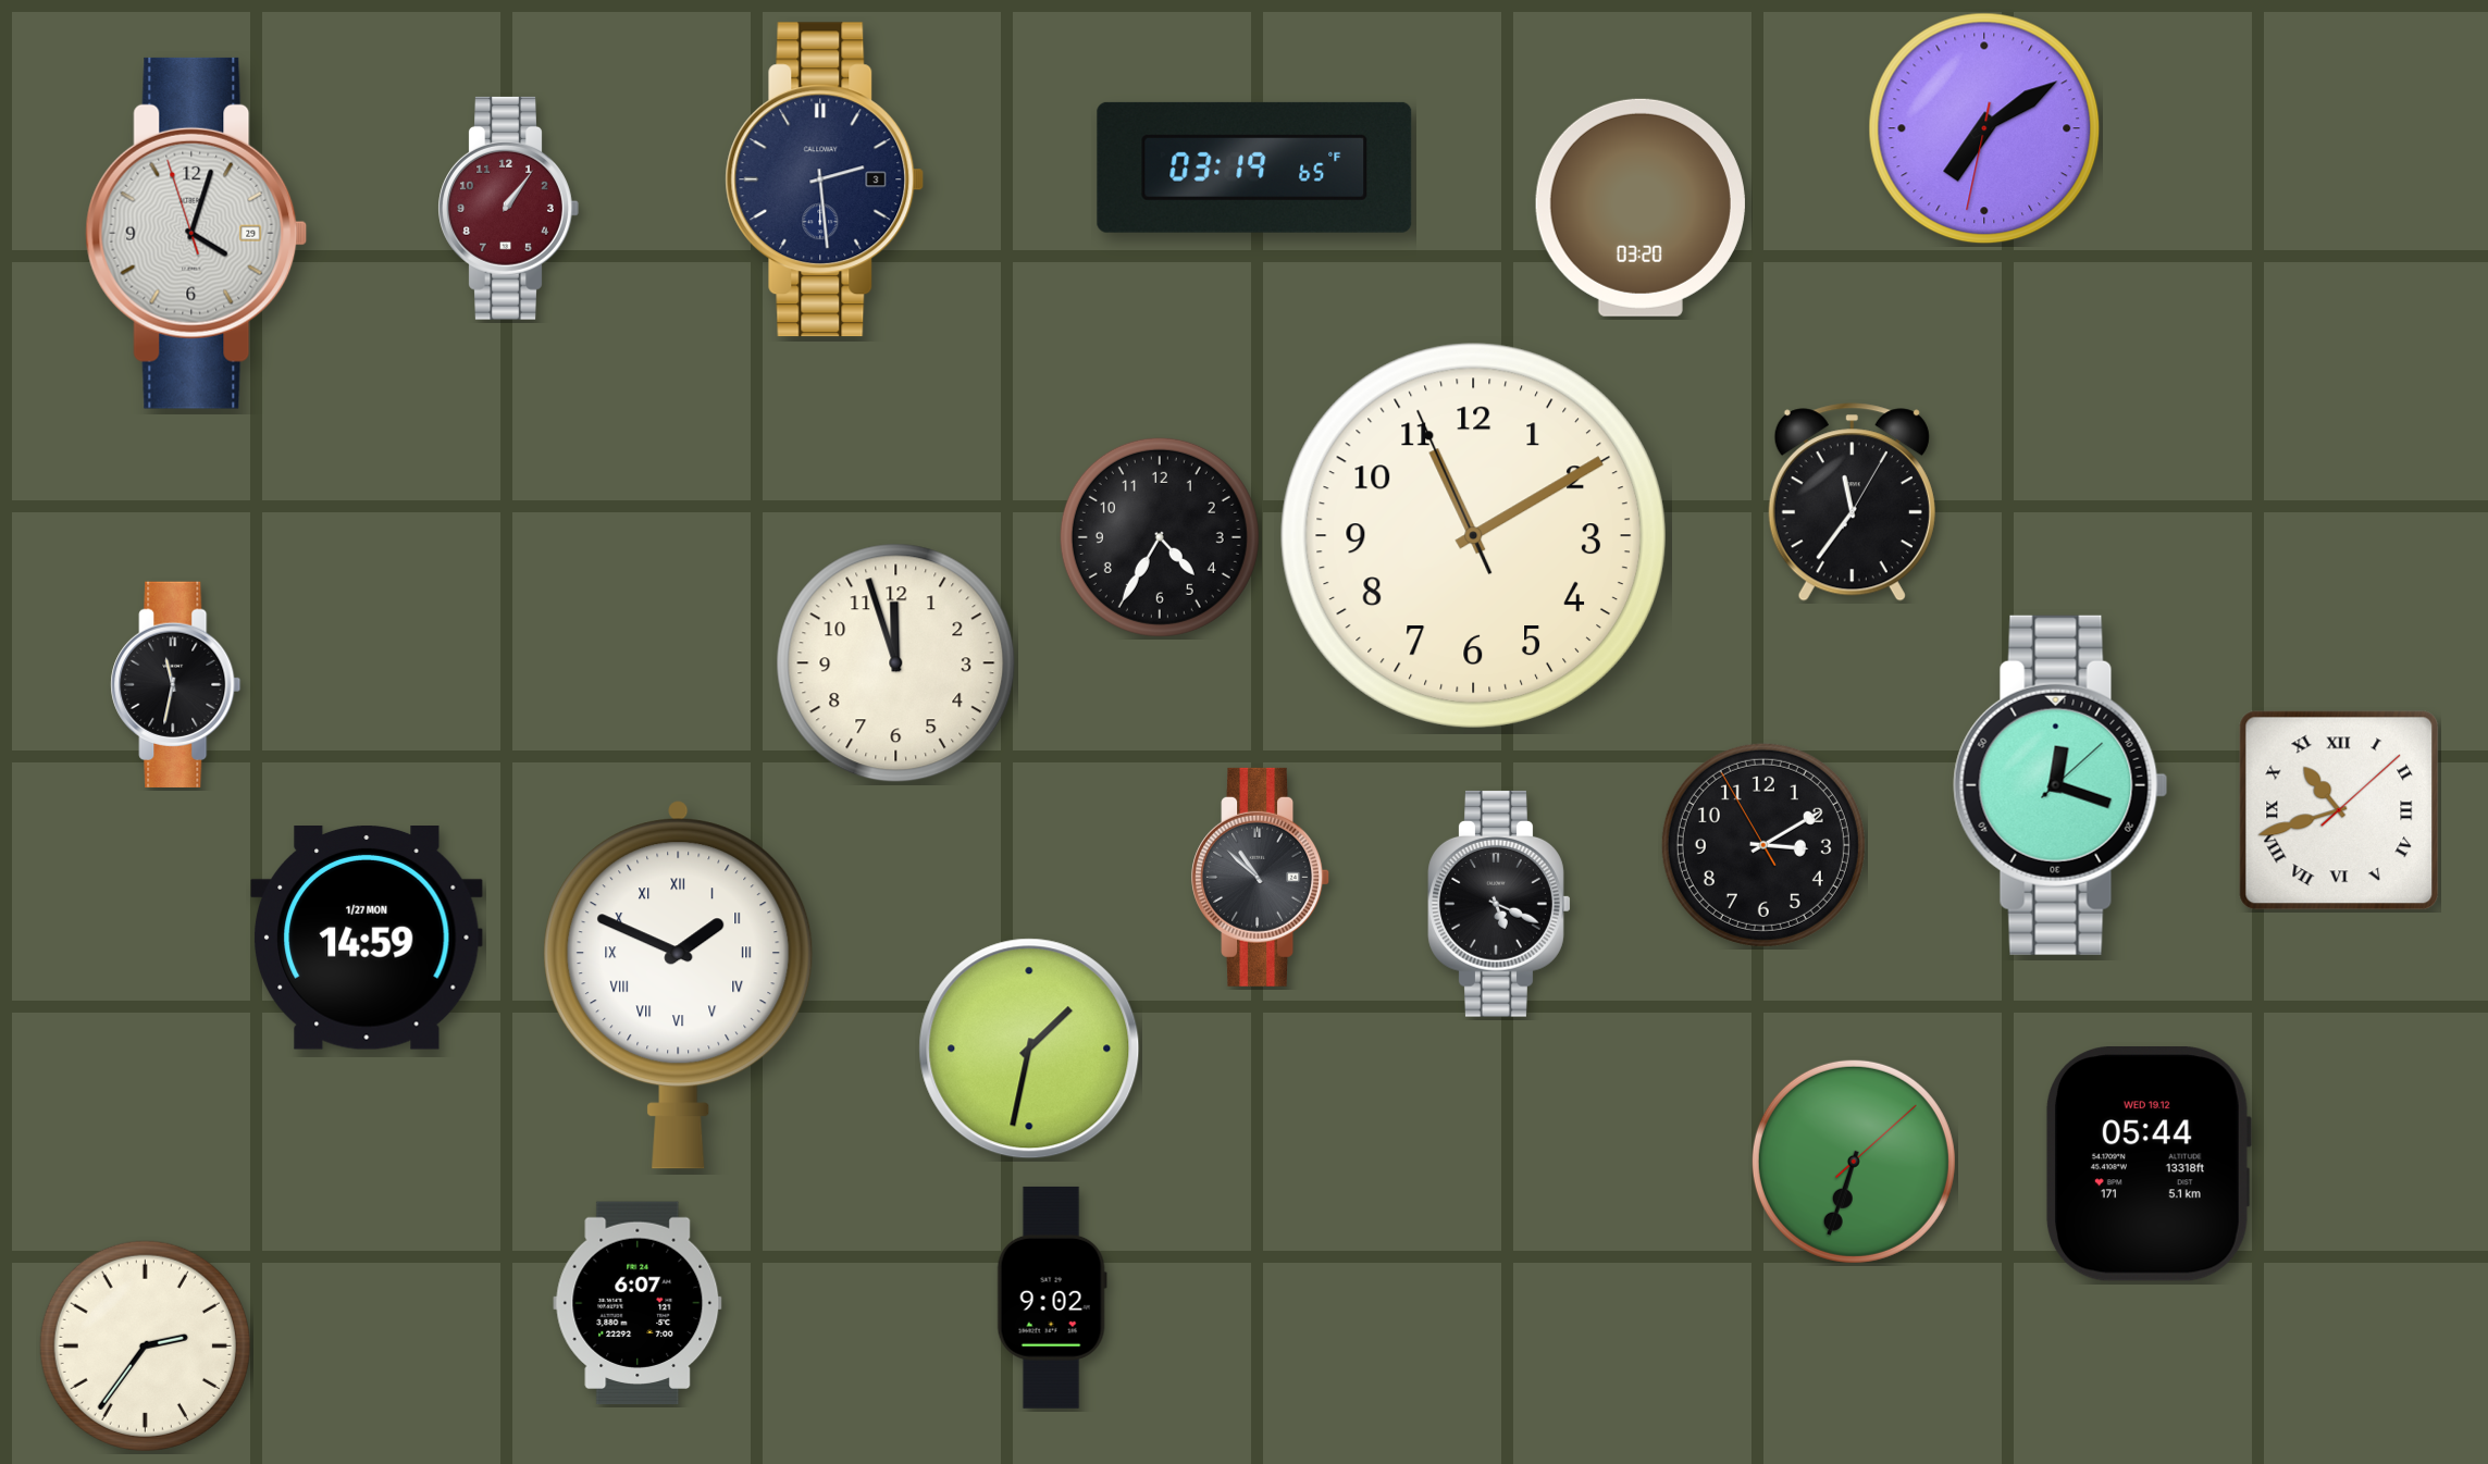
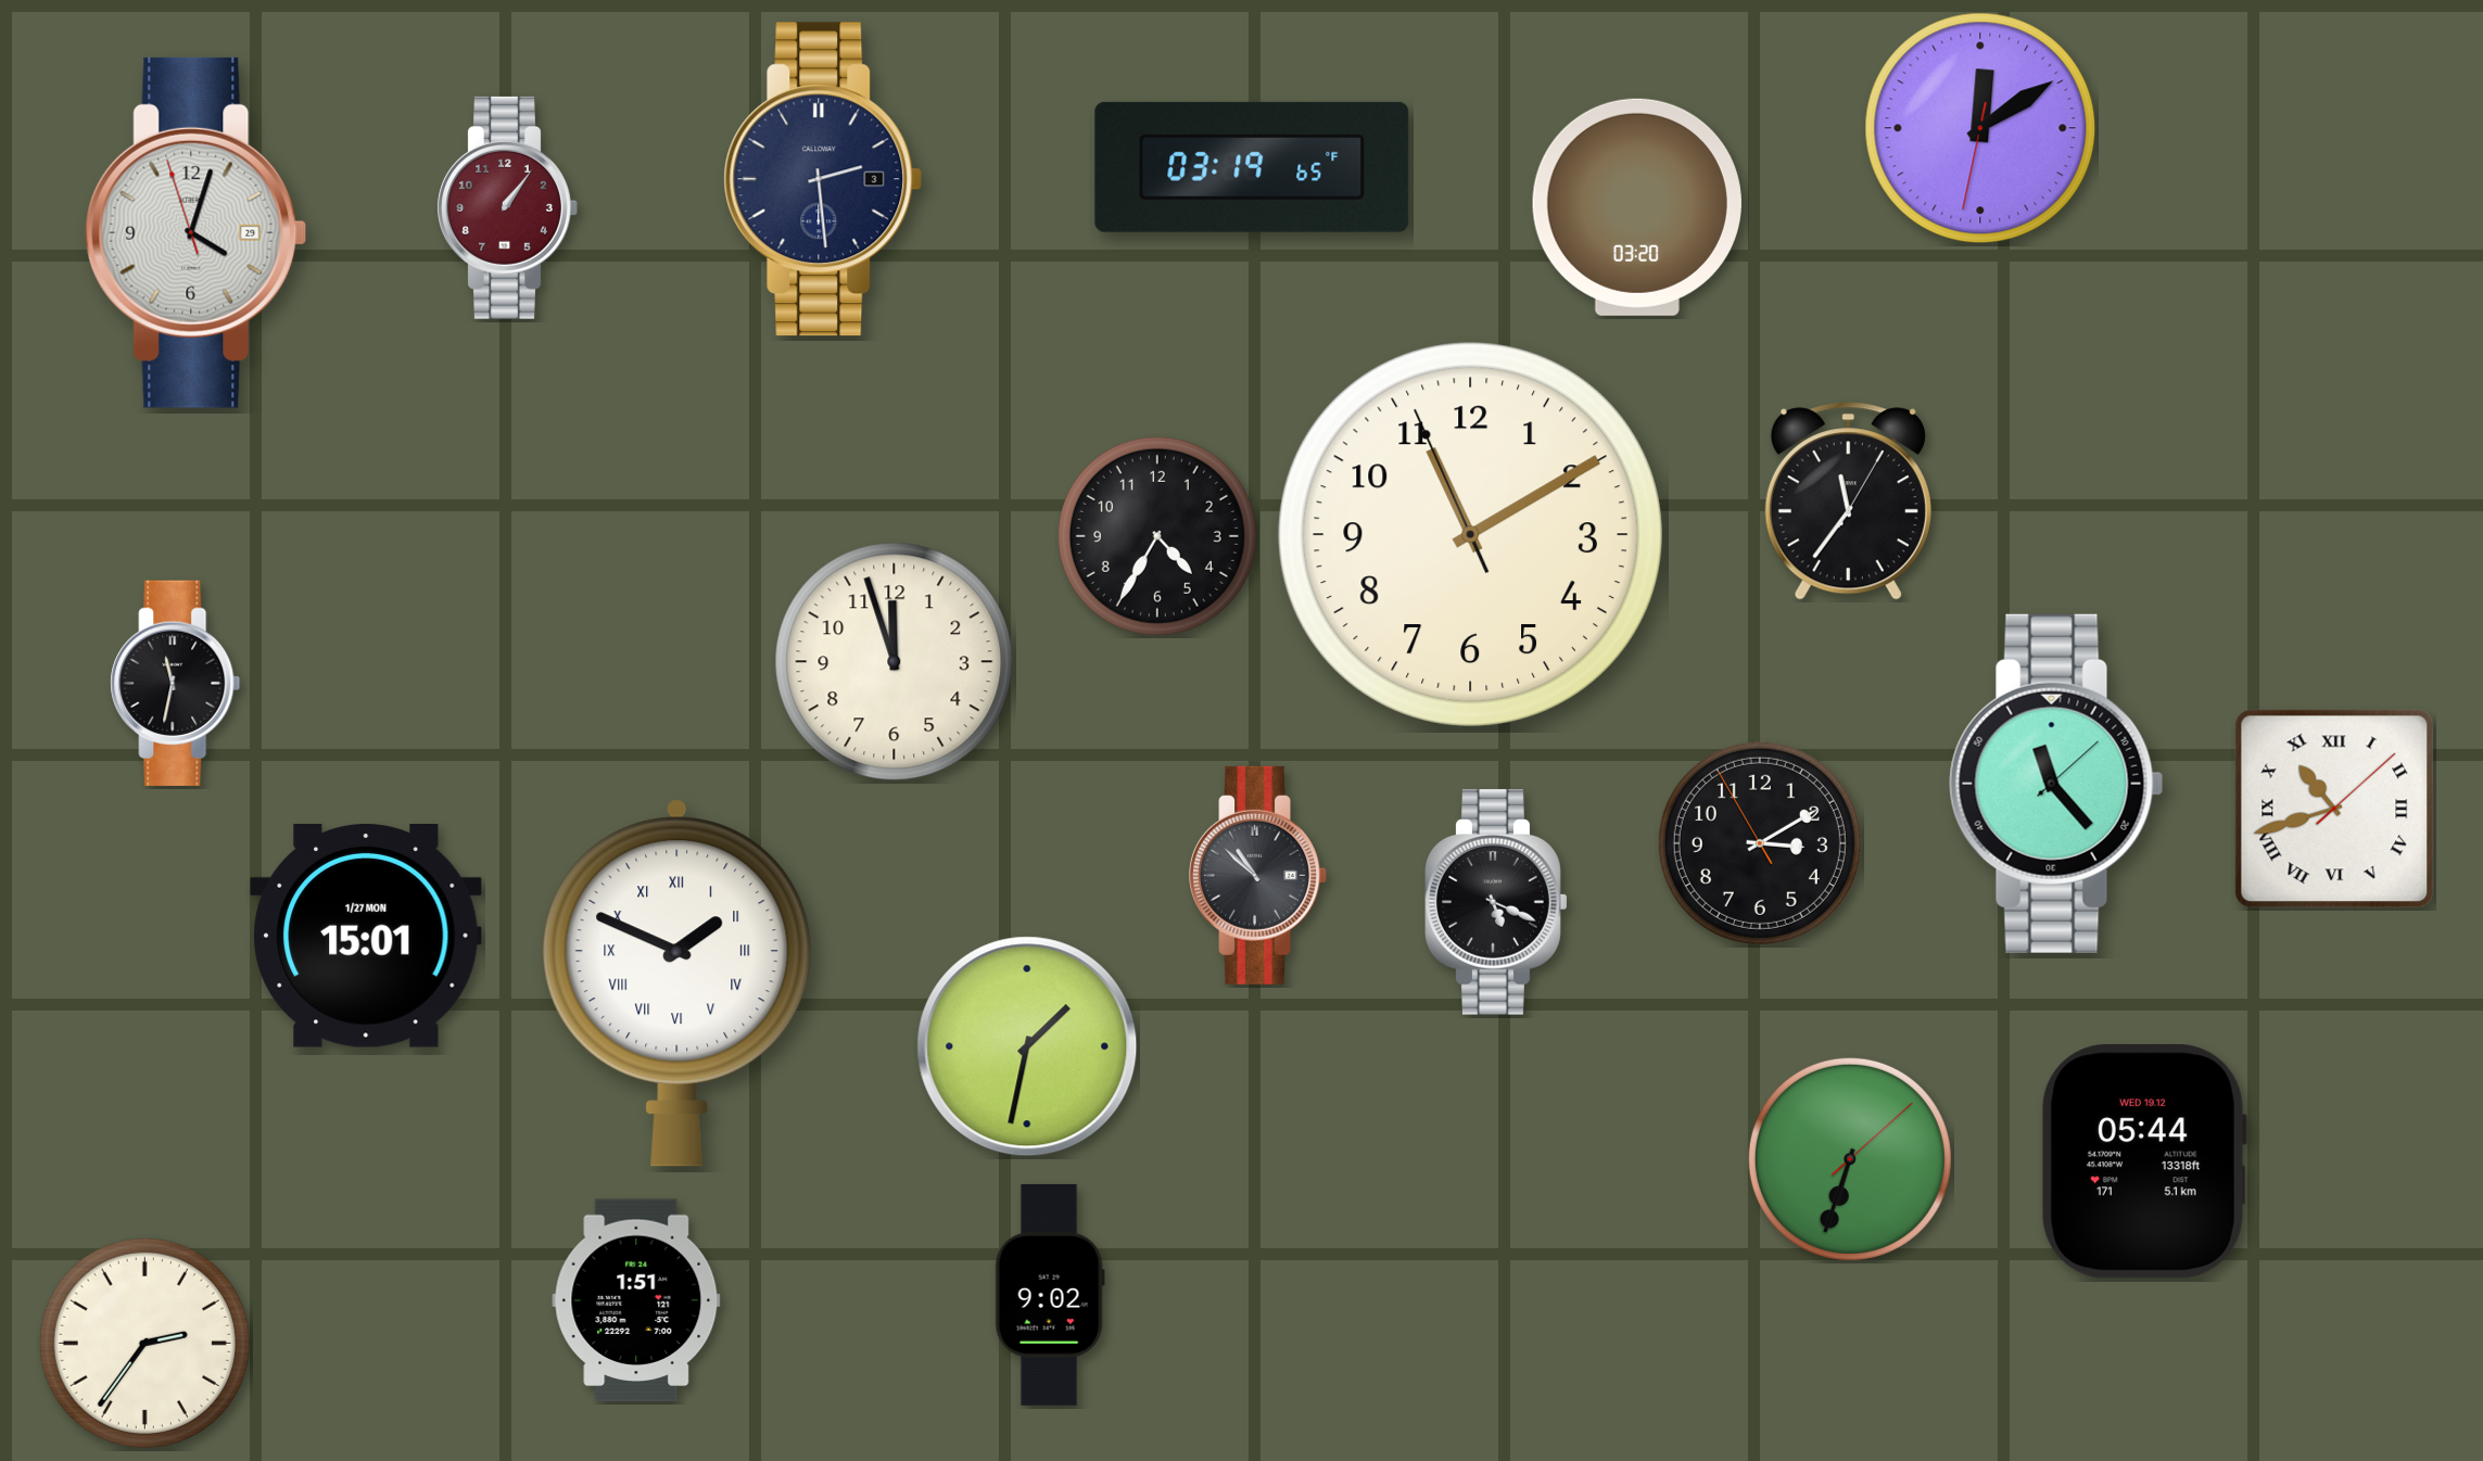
clock at (1984, 128): 7:09 -> 12:09
clock at (2060, 785): 12:18 -> 11:23
clock at (368, 939): 14:59 -> 15:01
clock at (638, 1303): 6:07 -> 1:51
